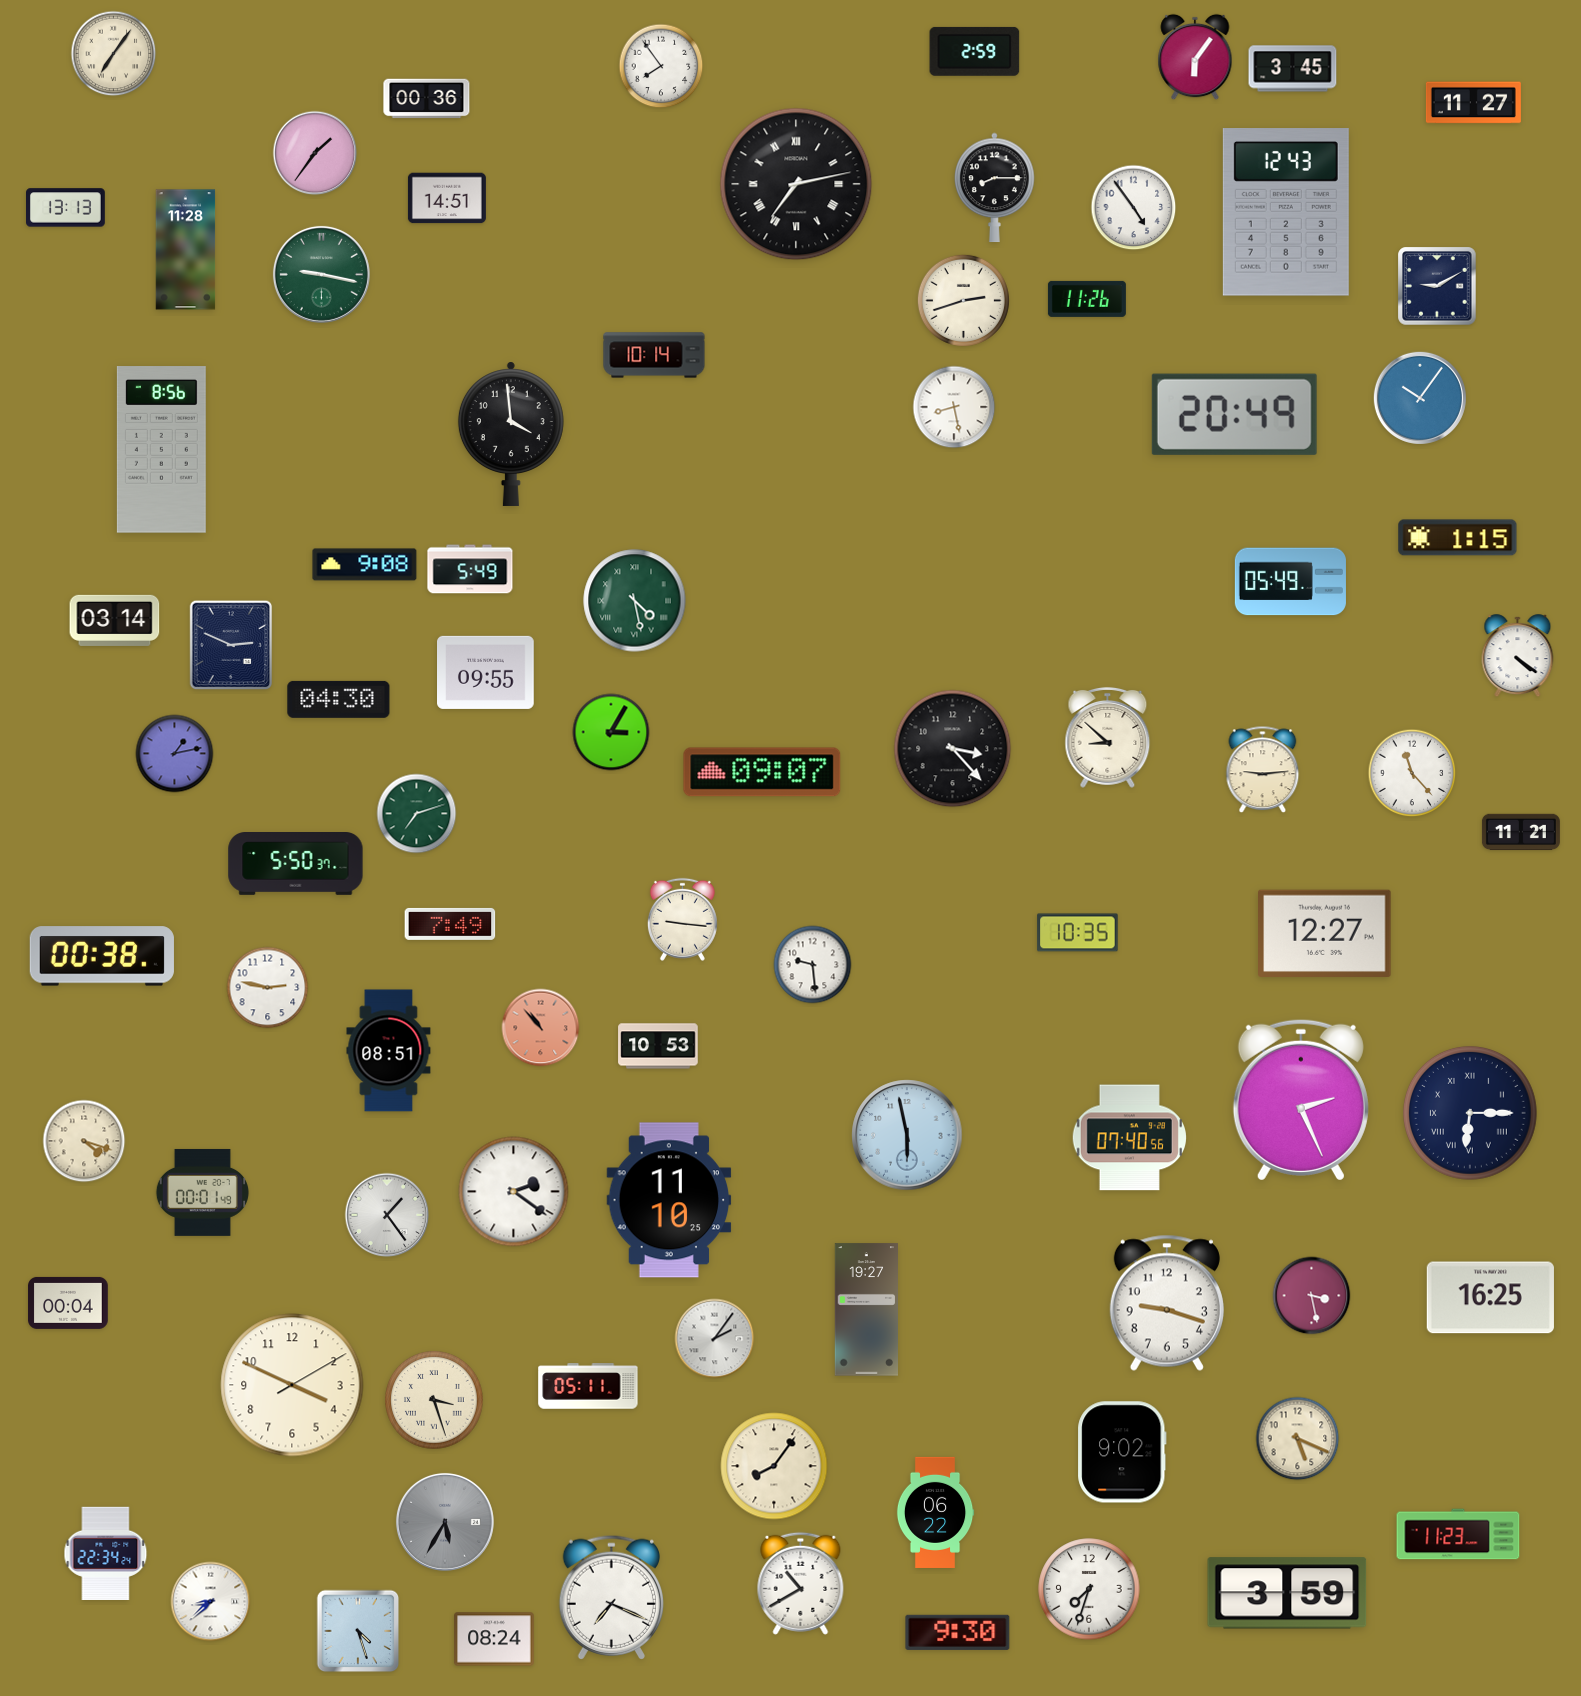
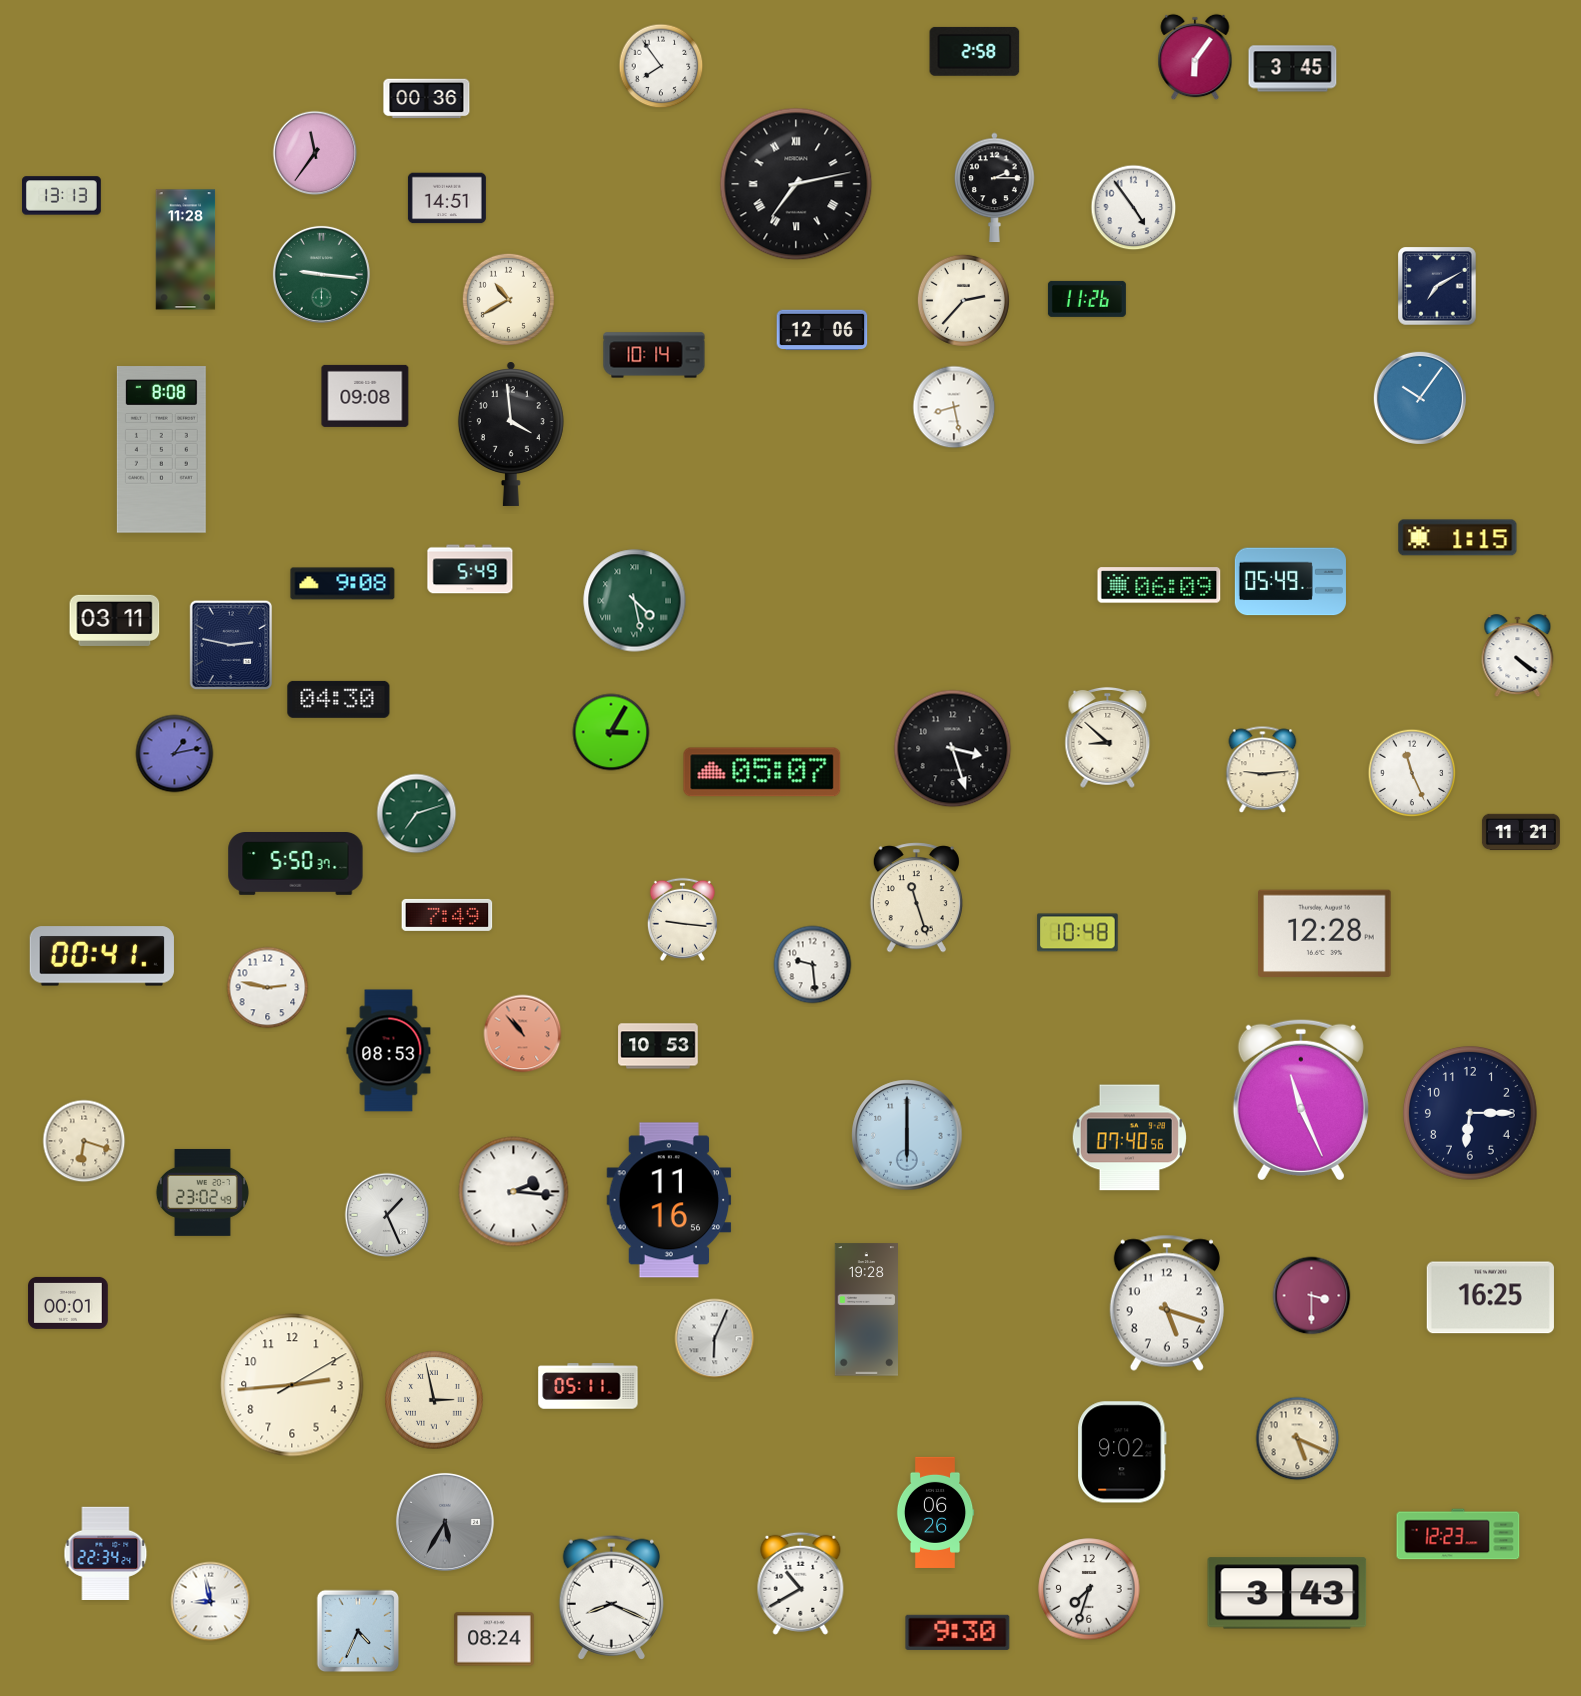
clock at (975, 51): 2:59 -> 2:58
clock at (114, 54): 7:06 -> none
clock at (1473, 103): 11:27 -> none
clock at (315, 153): 1:36 -> 11:36
clock at (995, 188): 8:15 -> 2:15
clock at (66, 208) position: (66, 208) -> (62, 196)
clock at (1286, 212): 12:43 -> none
clock at (321, 274): 9:17 -> 9:16
clock at (1437, 286): 9:10 -> 7:10
clock at (508, 299): none -> 10:40
clock at (963, 300): 2:42 -> 2:37
clock at (822, 330): none -> 12:06
clock at (365, 396): none -> 09:08
clock at (1234, 414): 20:49 -> none
clock at (161, 450): 8:56 -> 8:08
clock at (365, 565) position: (365, 565) -> (343, 584)
clock at (1159, 585): none -> 06:09
clock at (115, 620): 03:14 -> 03:11
clock at (231, 645): 2:49 -> 2:47
clock at (486, 672): 09:55 -> none
clock at (953, 749): 3:23 -> 3:27
clock at (762, 772): 09:07 -> 05:07
clock at (1412, 773): 11:23 -> 11:26
clock at (916, 898): none -> 11:27
clock at (450, 924) position: (450, 924) -> (447, 915)
clock at (1078, 933): 10:35 -> 10:48
clock at (1325, 933): 12:27 -> 12:28
clock at (102, 956): 00:38 -> 00:41
clock at (541, 1028) position: (541, 1028) -> (523, 1034)
clock at (389, 1051): 08:51 -> 08:53
clock at (1301, 1100): 2:26 -> 11:26
clock at (1470, 1113) numerals: Roman -> Arabic
clock at (907, 1135): 5:58 -> 6:00
clock at (84, 1141): 4:18 -> 6:18
clock at (202, 1192): 00:01 -> 23:02
clock at (514, 1192): 2:21 -> 2:16
clock at (669, 1200): 11:10 -> 11:16
clock at (387, 1215): 1:24 -> 1:26
clock at (1312, 1296): 3:28 -> 3:30
clock at (68, 1303): 00:04 -> 00:01
clock at (1167, 1303): 9:18 -> 5:18
clock at (867, 1310): 19:27 -> 19:28
clock at (715, 1339): 2:06 -> 6:04
clock at (292, 1385): 3:49 -> 2:44
clock at (434, 1400): 3:27 -> 2:58
clock at (774, 1466): 8:06 -> none
clock at (935, 1512): 06:22 -> 06:26
clock at (1458, 1534): 11:23 -> 12:23
clock at (1287, 1593): 3:59 -> 3:43
clock at (611, 1597): 7:19 -> 8:19
clock at (211, 1602): 8:38 -> 8:58
clock at (358, 1631): 4:27 -> 4:34
